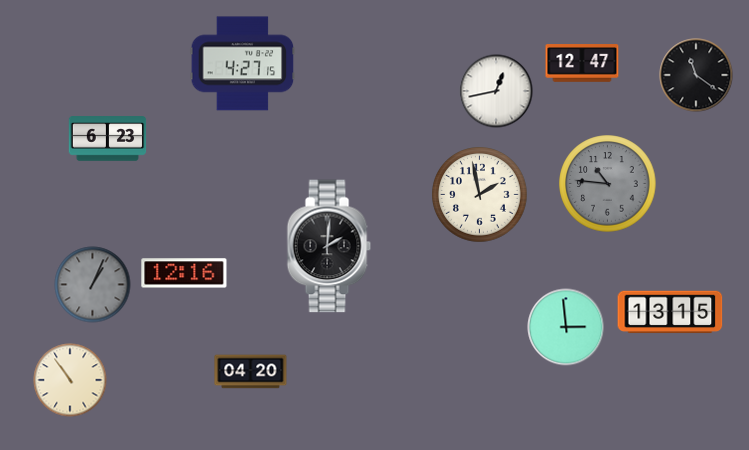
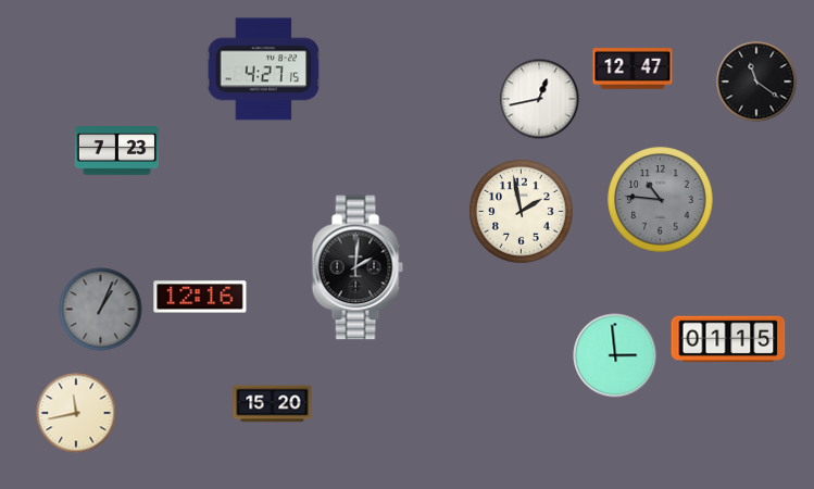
clock at (108, 139): 6:23 -> 7:23
clock at (670, 312): 13:15 -> 01:15
clock at (251, 372): 04:20 -> 15:20
clock at (70, 380): 10:54 -> 11:43
